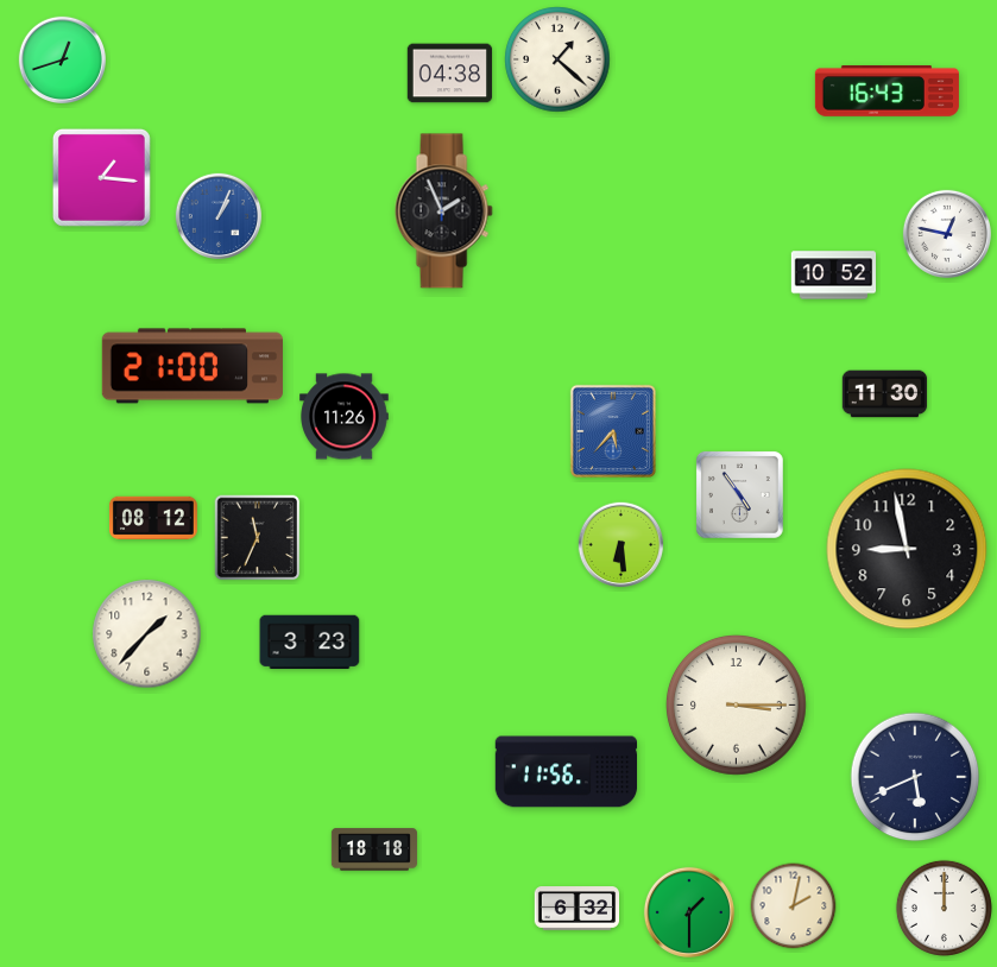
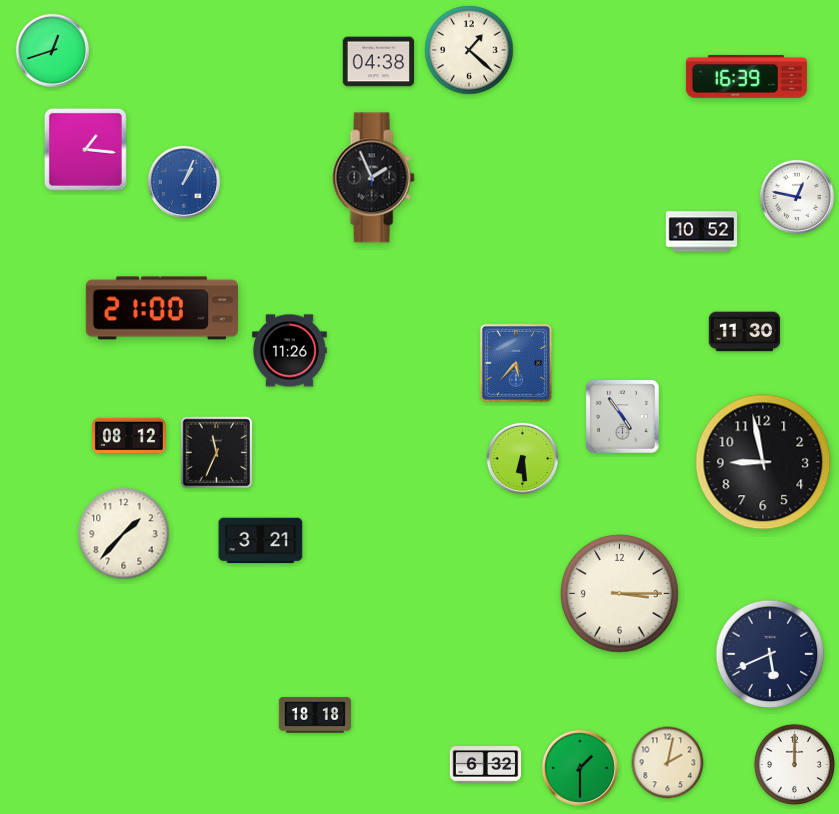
clock at (886, 90): 16:43 -> 16:39
clock at (310, 643): 3:23 -> 3:21
clock at (567, 772): 11:56 -> none
